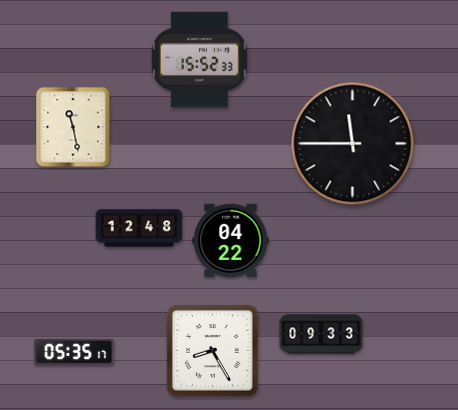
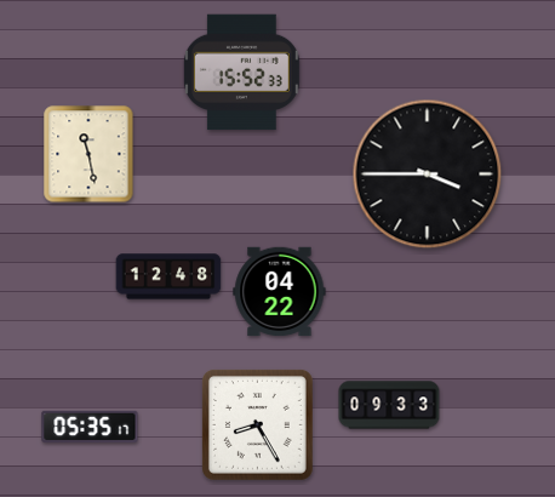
clock at (353, 144): 11:45 -> 3:45
